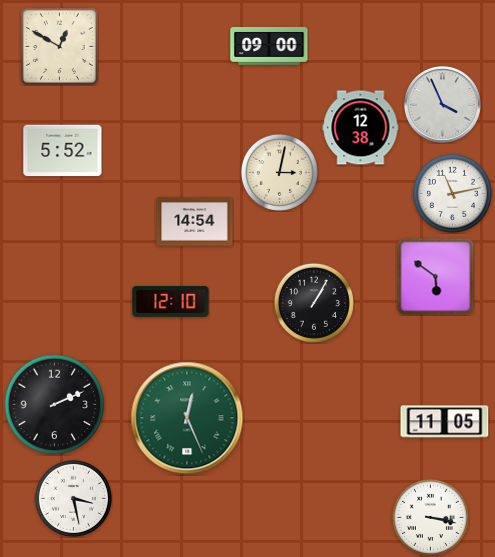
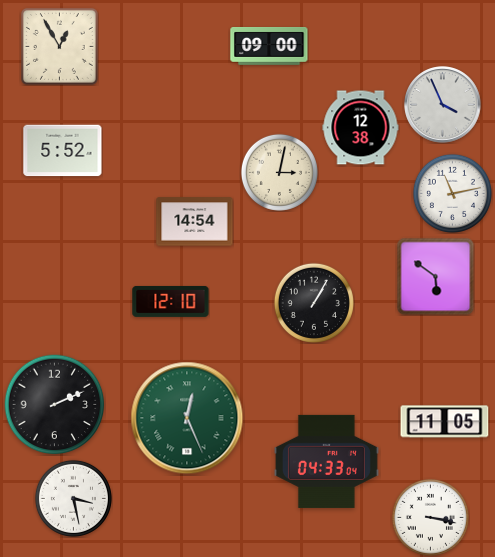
clock at (59, 46): 12:50 -> 12:55
clock at (326, 461): none -> 04:33
